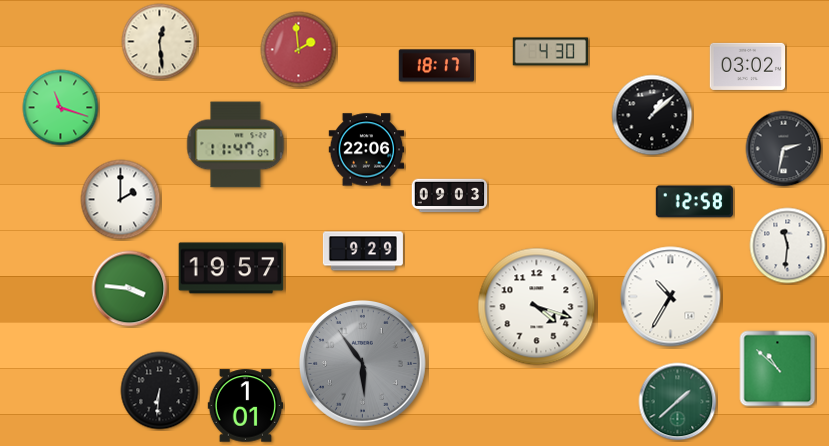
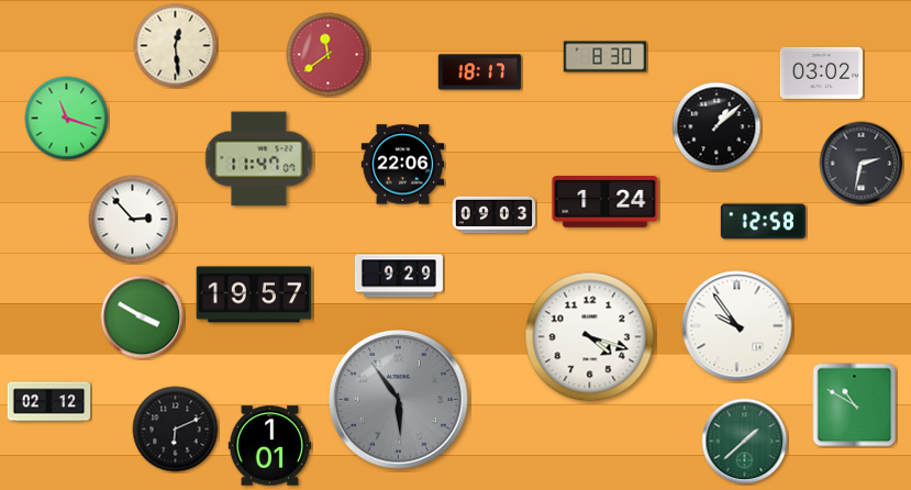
clock at (299, 50): 1:59 -> 11:39
clock at (551, 52): 4:30 -> 8:30
clock at (606, 202): none -> 1:24
clock at (121, 200): 2:00 -> 2:53
clock at (788, 246): 11:31 -> none
clock at (130, 289): 3:46 -> 3:50
clock at (671, 297): 10:35 -> 9:54
clock at (49, 402): none -> 02:12
clock at (778, 369): 10:52 -> 10:50
clock at (160, 391): 6:31 -> 6:11
